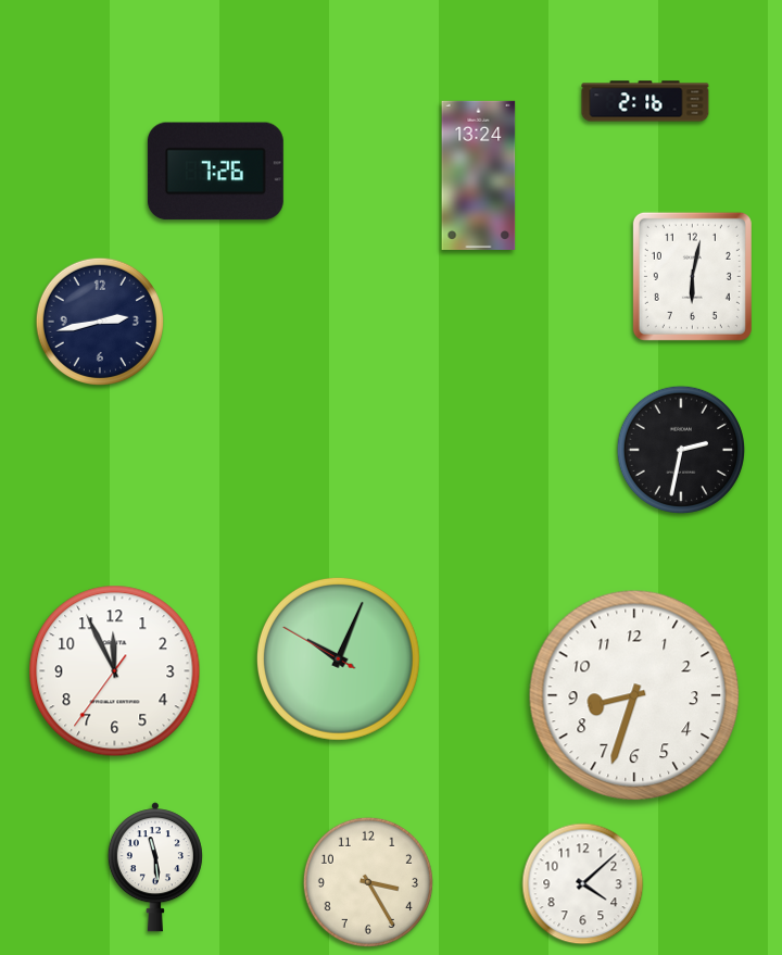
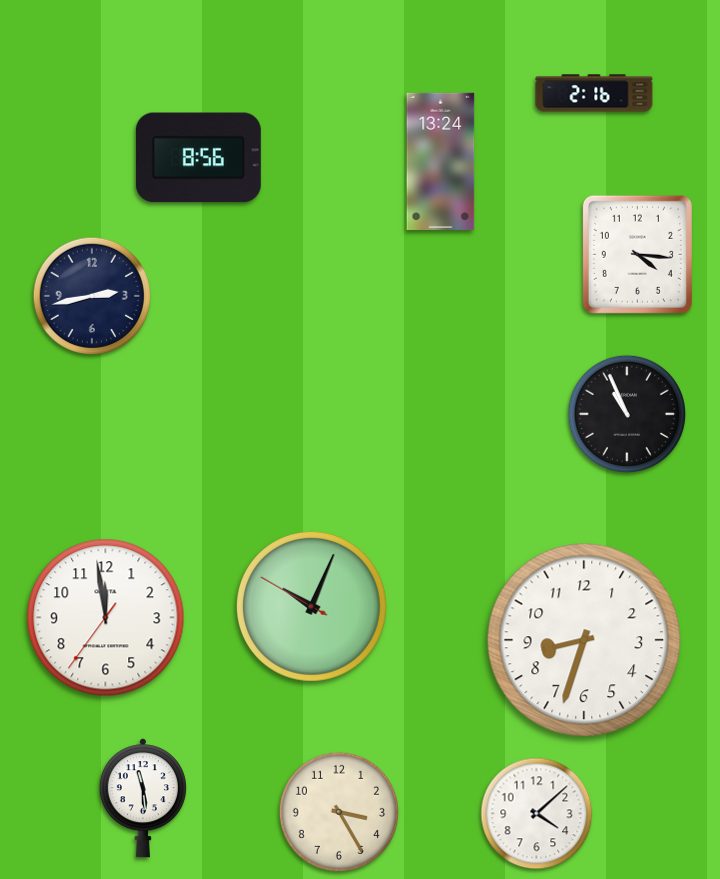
clock at (215, 172): 7:26 -> 8:56
clock at (692, 276): 6:02 -> 4:16
clock at (680, 449): 2:32 -> 10:56
clock at (115, 671): 11:55 -> 11:58
